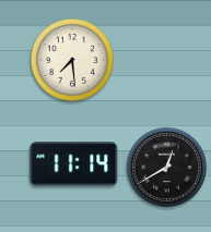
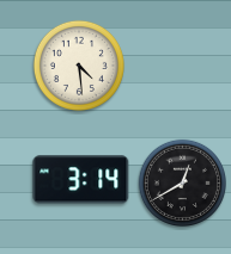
clock at (72, 60): 7:29 -> 4:29
clock at (74, 164): 11:14 -> 3:14
